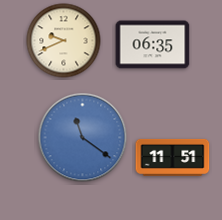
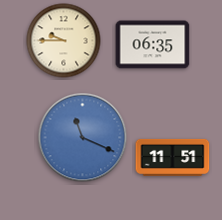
clock at (64, 41): 9:41 -> 9:45
clock at (83, 138): 11:21 -> 11:19
